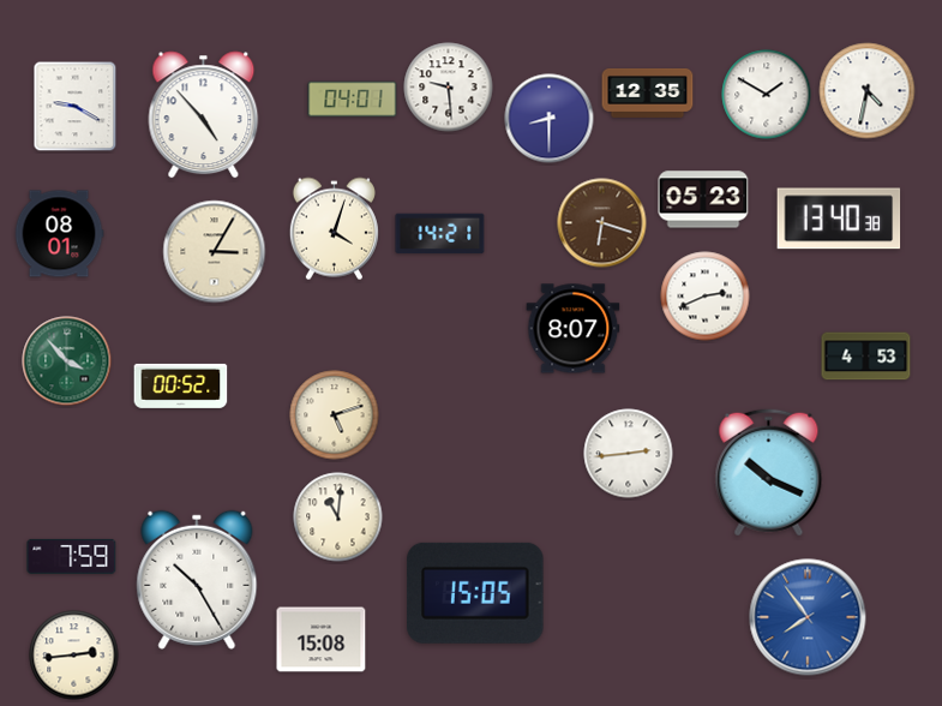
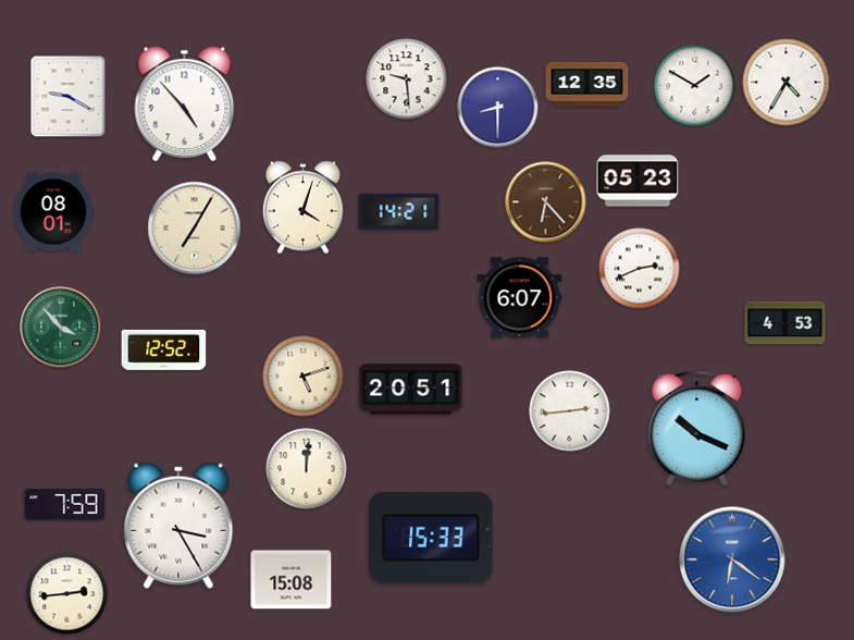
clock at (868, 91): 4:32 -> 4:35
clock at (353, 100): 04:01 -> none
clock at (839, 219): 13:40 -> none
clock at (602, 223): 6:18 -> 6:23
clock at (215, 252): 3:05 -> 7:05
clock at (574, 329): 8:07 -> 6:07
clock at (181, 385): 00:52 -> 12:52
clock at (411, 390): none -> 20:51
clock at (338, 517): 11:01 -> 12:01
clock at (197, 580): 10:25 -> 3:25
clock at (475, 593): 15:05 -> 15:33
clock at (808, 617): 7:54 -> 6:21
